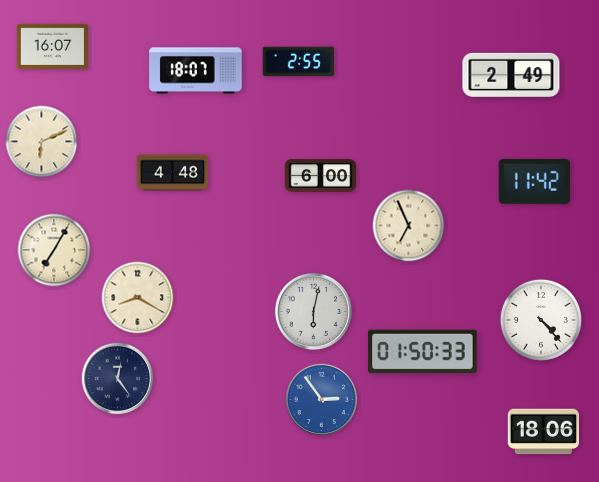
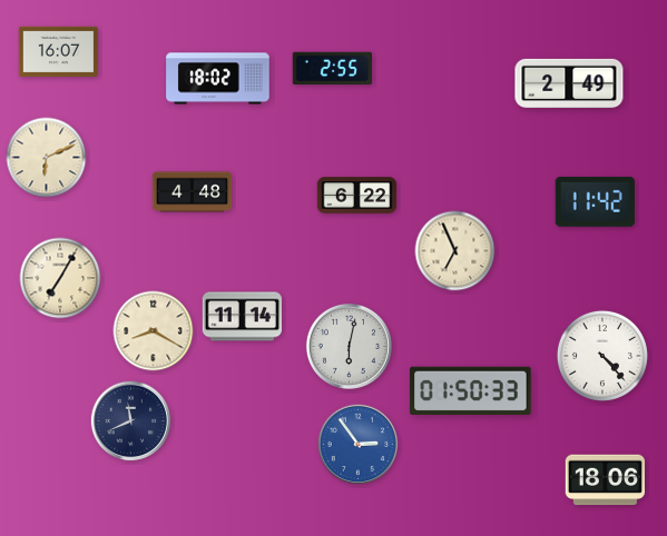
clock at (196, 71): 18:07 -> 18:02
clock at (321, 176): 6:00 -> 6:22
clock at (242, 317): none -> 11:14
clock at (118, 379): 12:24 -> 11:41
